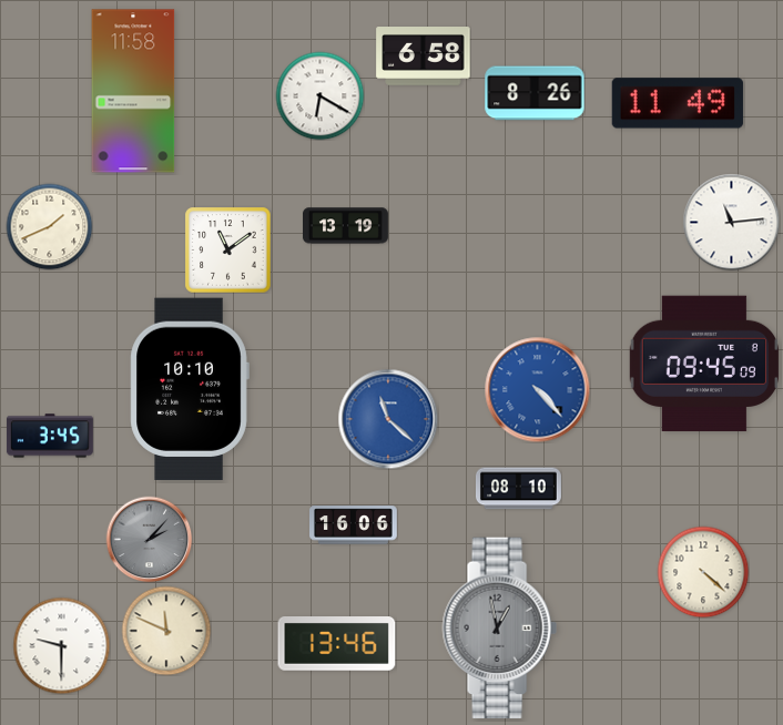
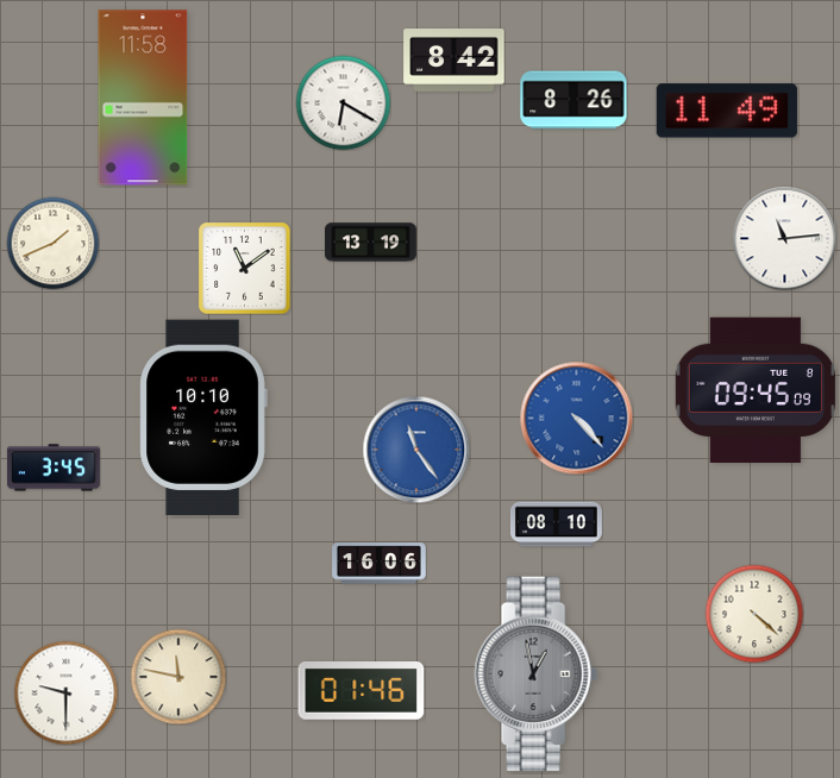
clock at (424, 57): 6:58 -> 8:42
clock at (388, 419): 11:22 -> 11:24
clock at (149, 539): 2:07 -> none
clock at (166, 631): 11:49 -> 11:47
clock at (337, 644): 13:46 -> 01:46
